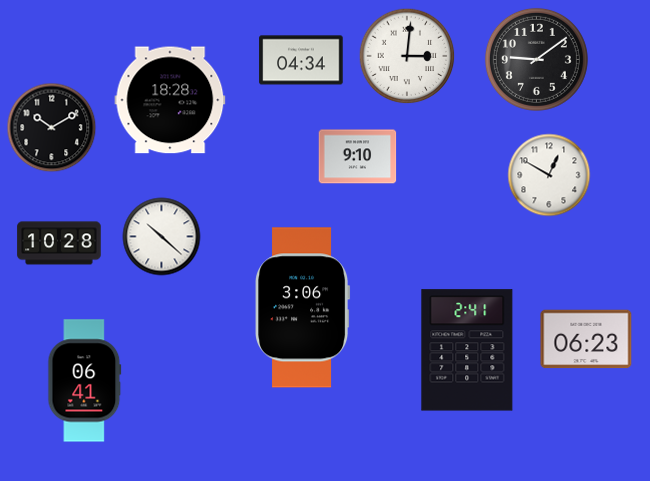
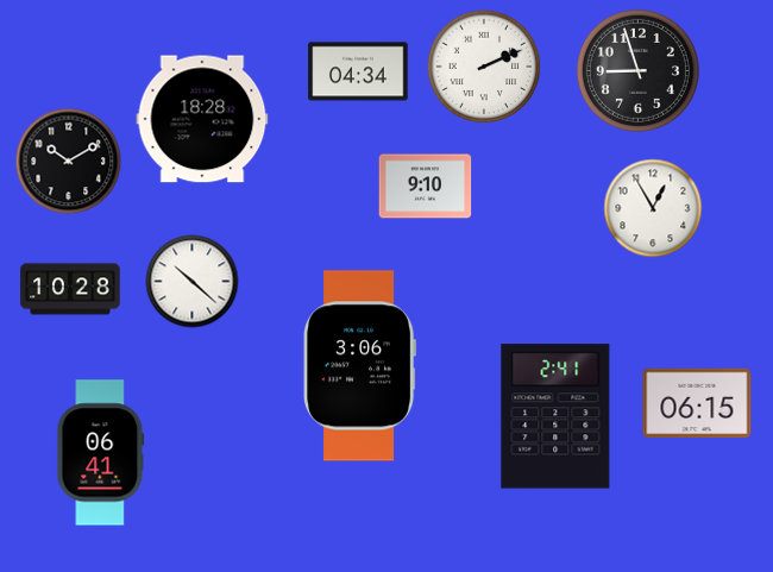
clock at (407, 56): 3:01 -> 2:11
clock at (536, 59): 9:09 -> 8:57
clock at (52, 128) position: (52, 128) -> (69, 162)
clock at (549, 175): 12:50 -> 12:55
clock at (586, 339): 06:23 -> 06:15
